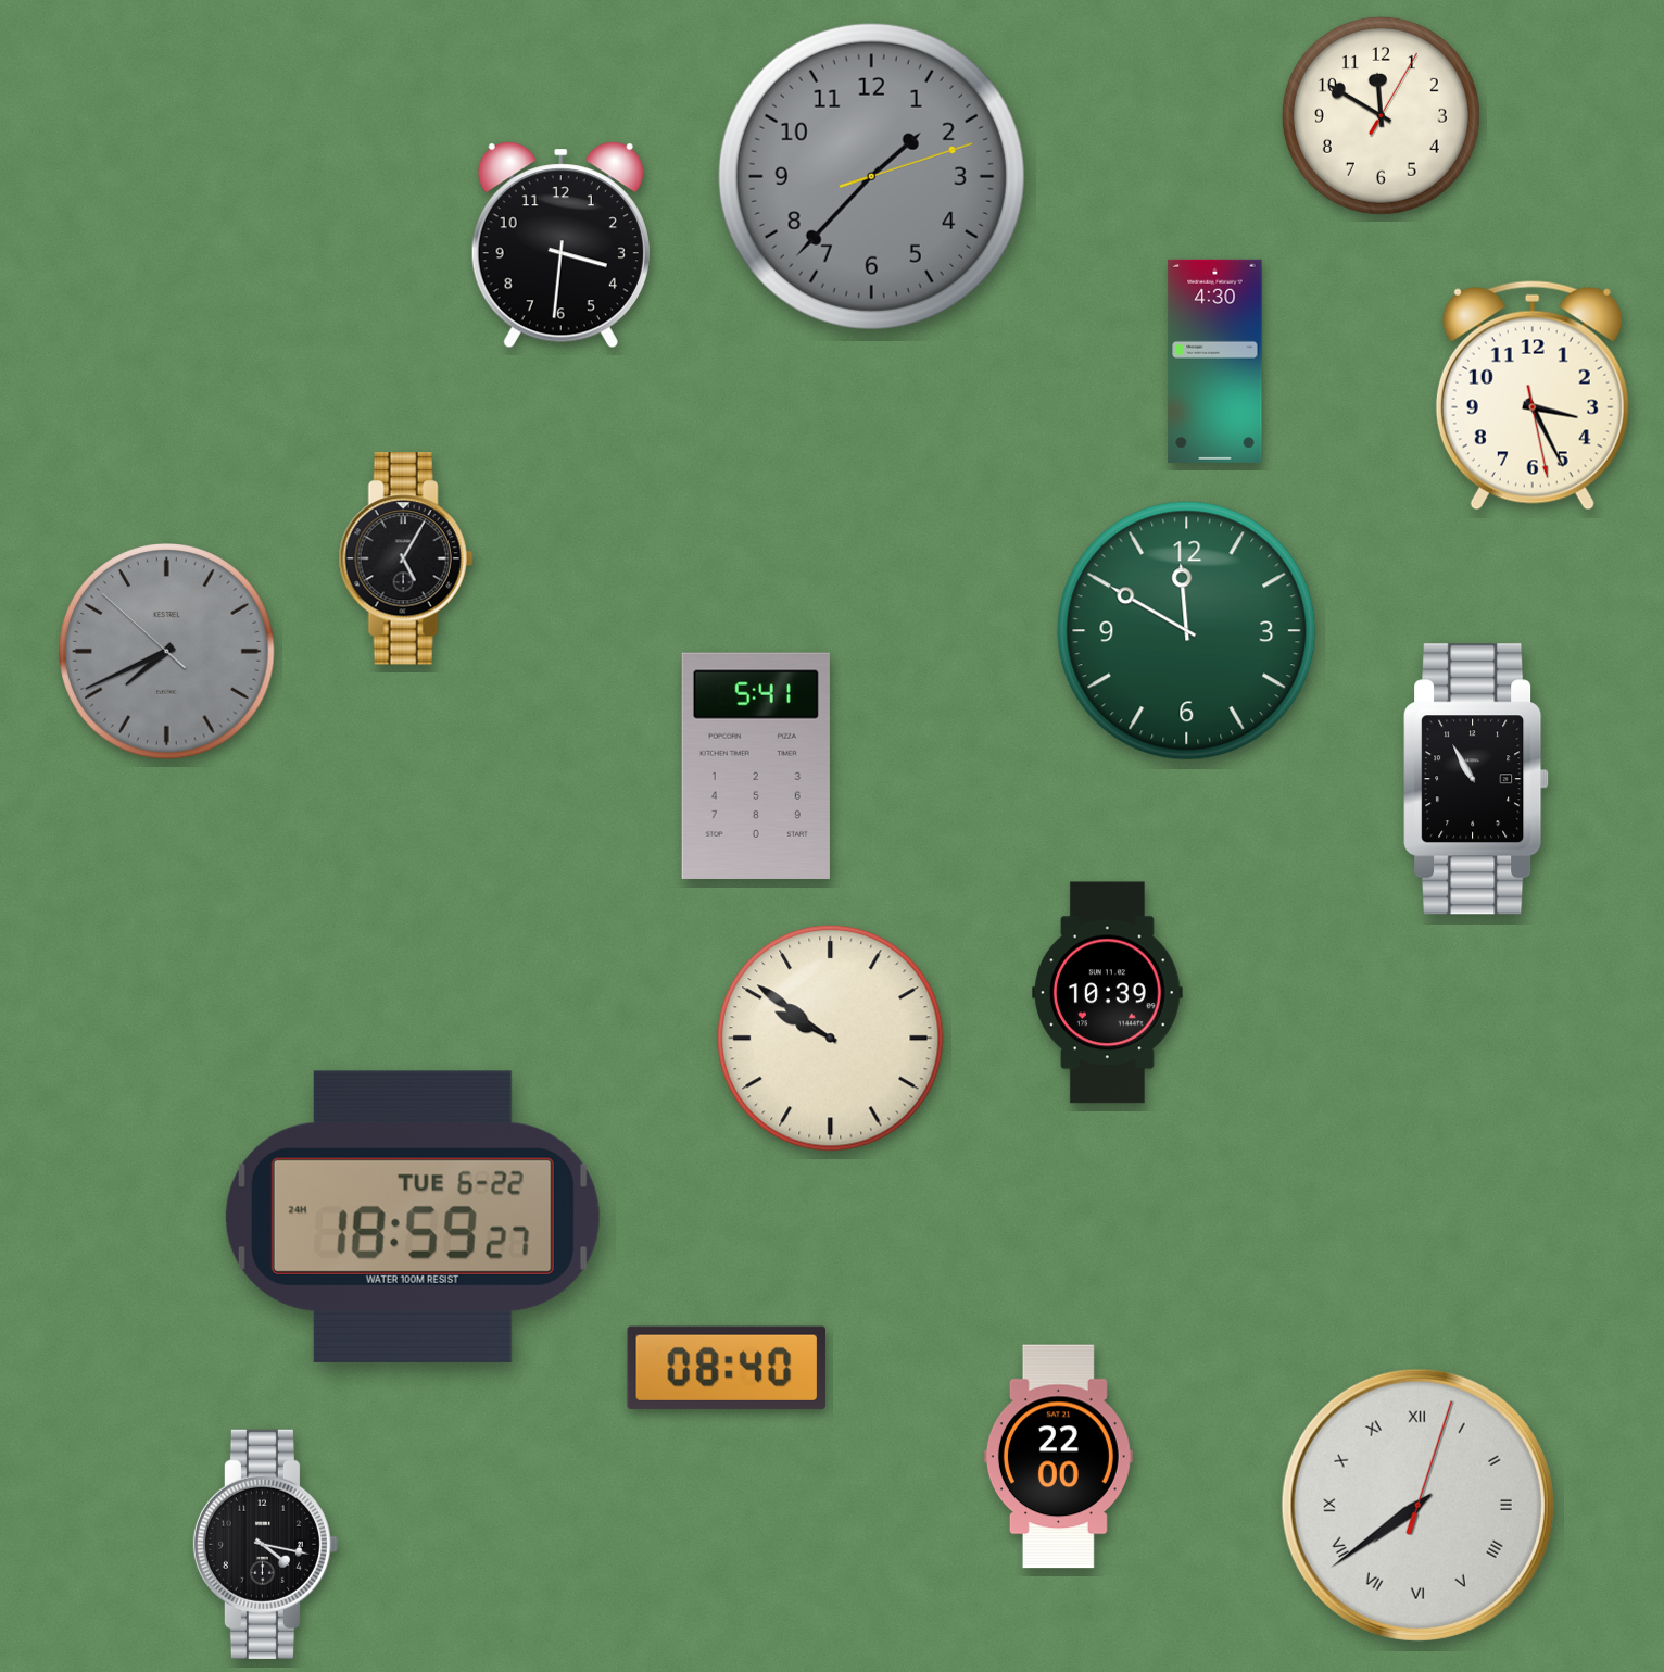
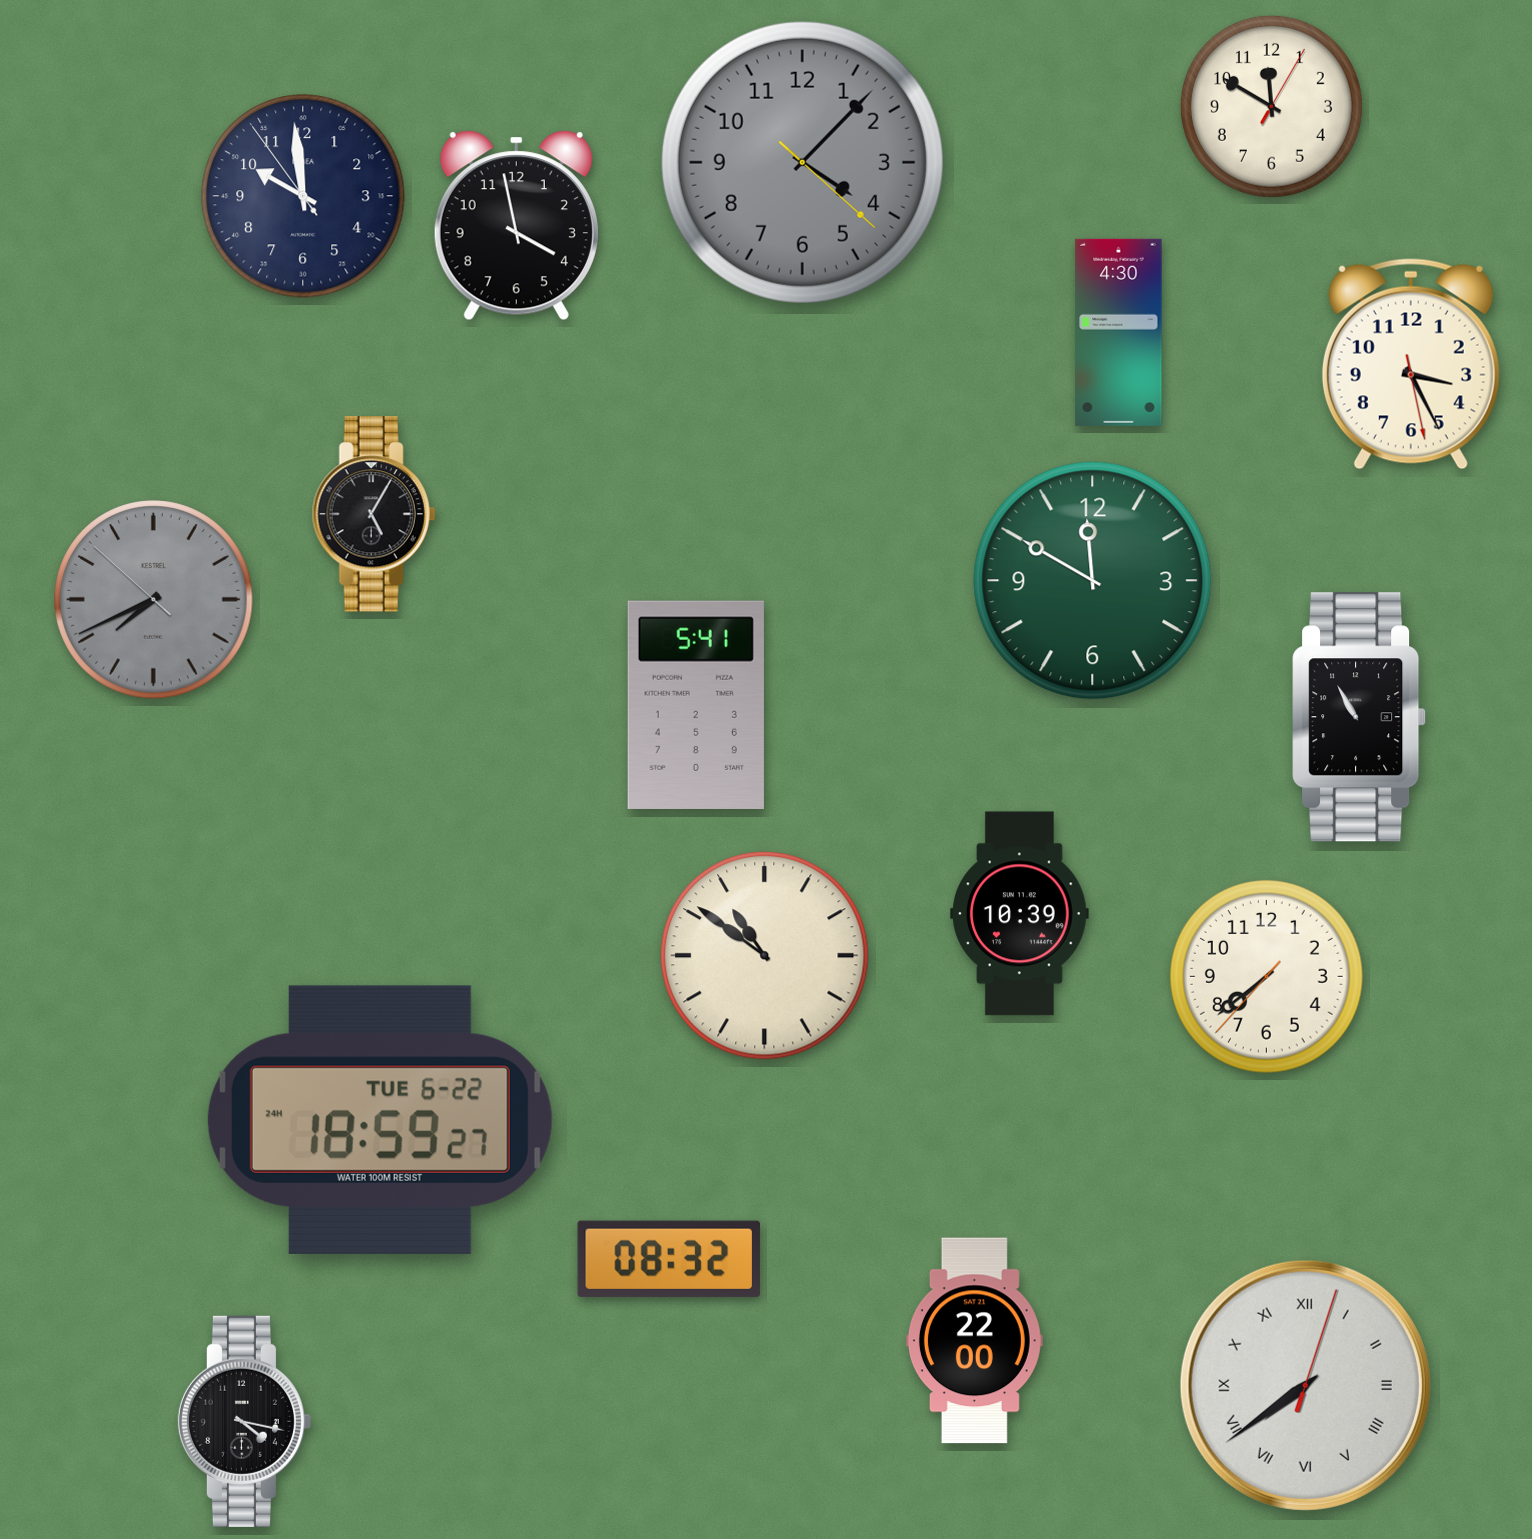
clock at (871, 176): 1:37 -> 4:07
clock at (303, 196): none -> 9:58
clock at (560, 246): 3:31 -> 3:58
clock at (831, 1039): 9:51 -> 10:51
clock at (1266, 976): none -> 7:38
clock at (727, 1368): 08:40 -> 08:32
